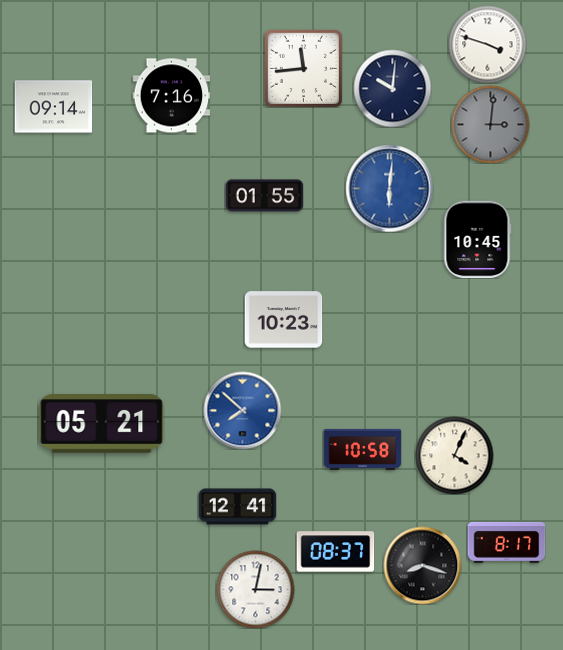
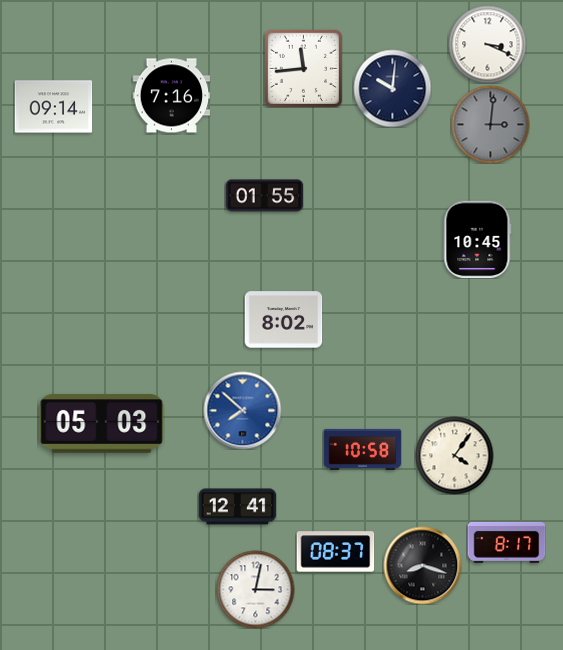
clock at (487, 44): 3:48 -> 3:19
clock at (389, 188): 6:01 -> none
clock at (283, 320): 10:23 -> 8:02
clock at (102, 424): 05:21 -> 05:03
clock at (454, 455): 4:04 -> 4:06
